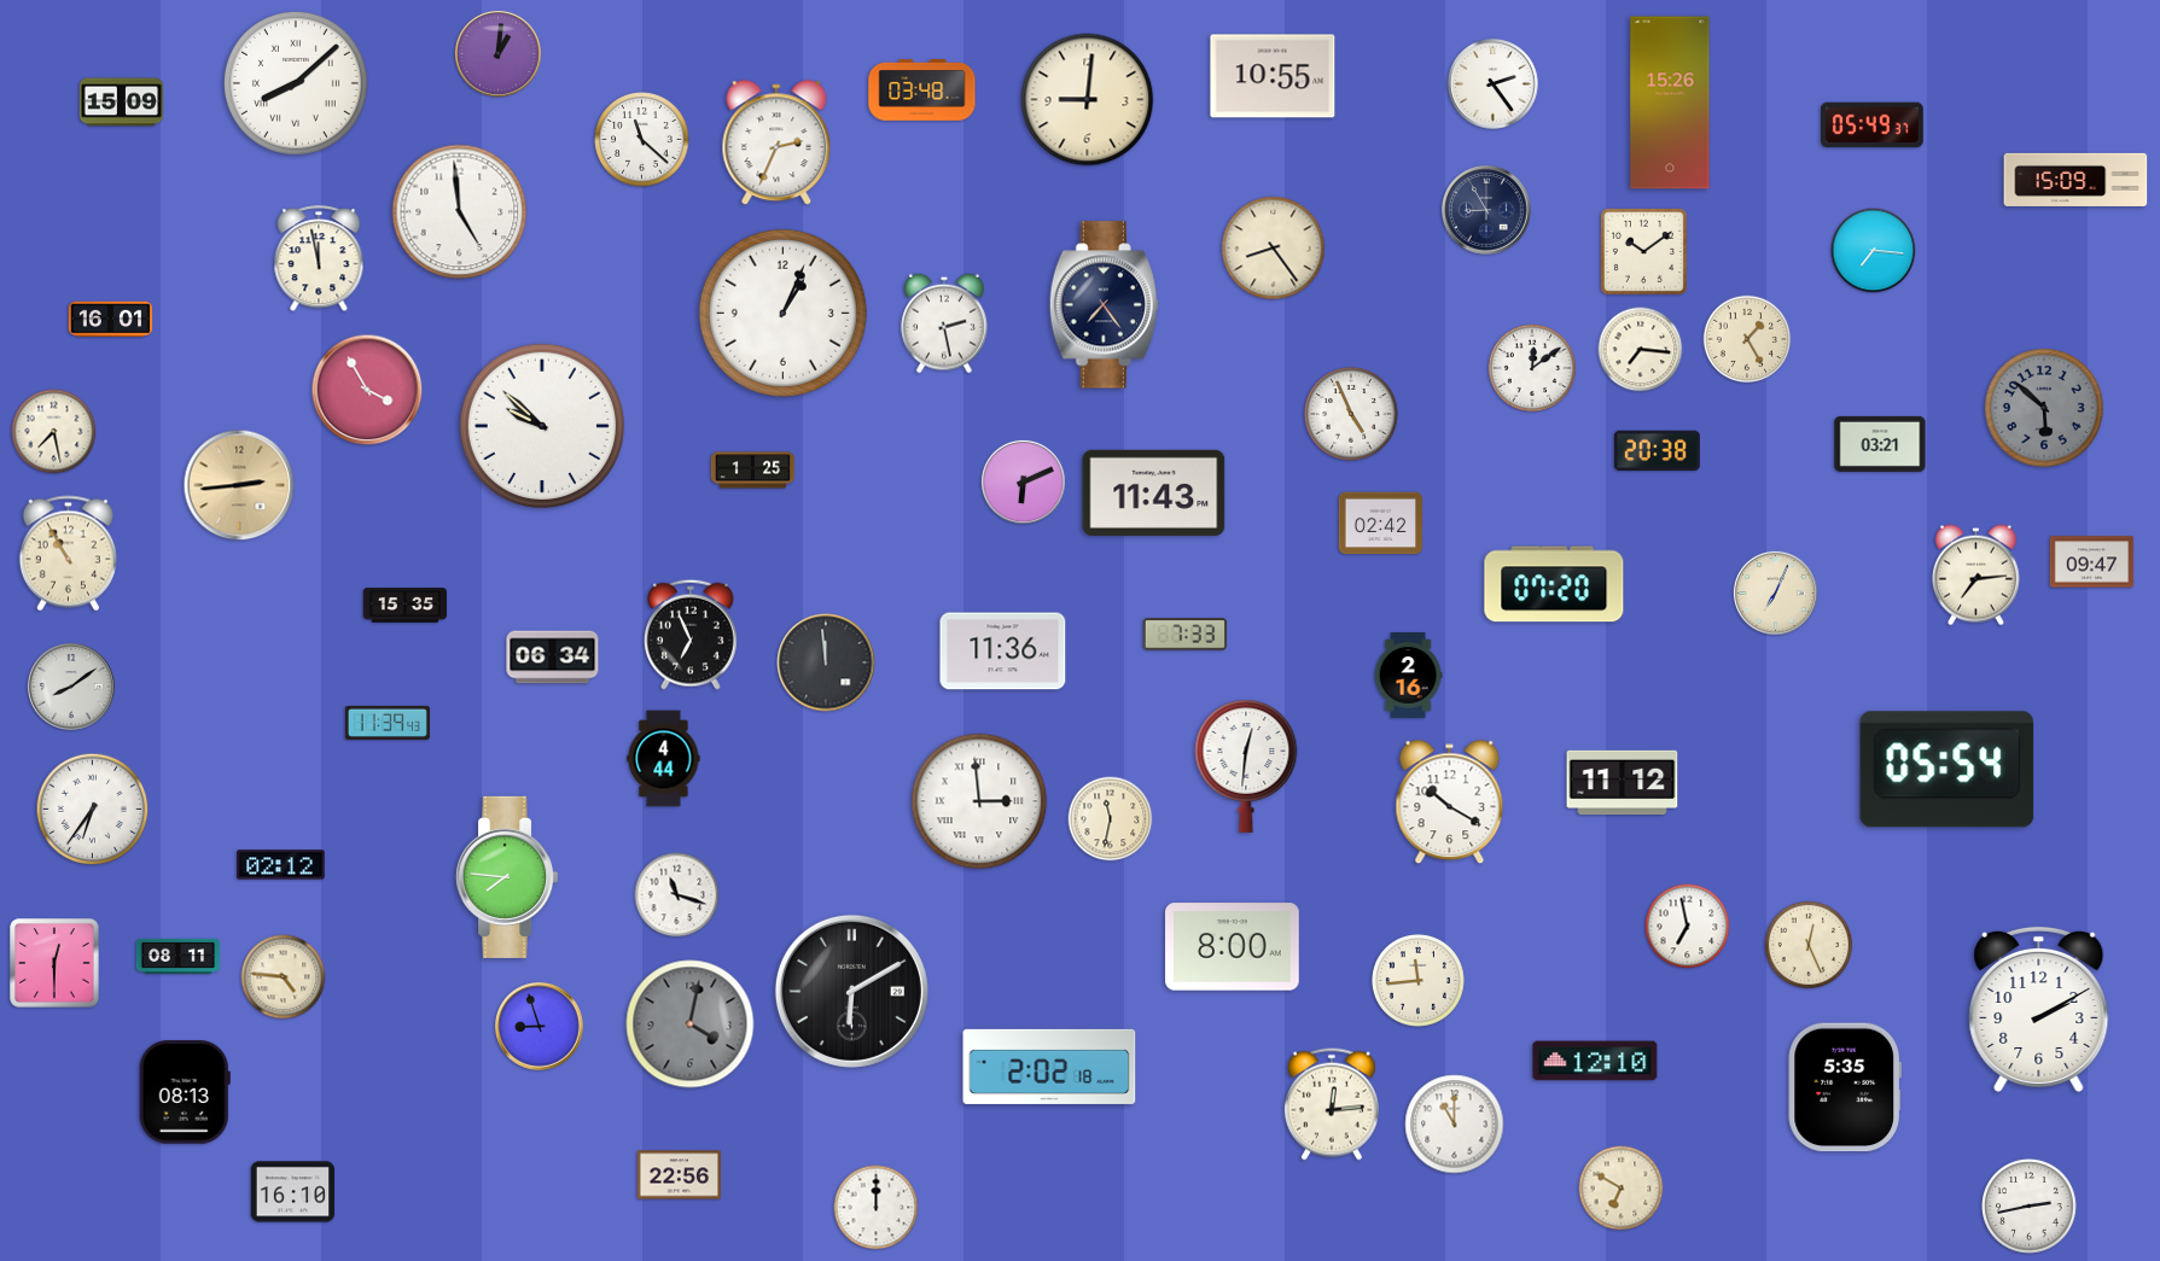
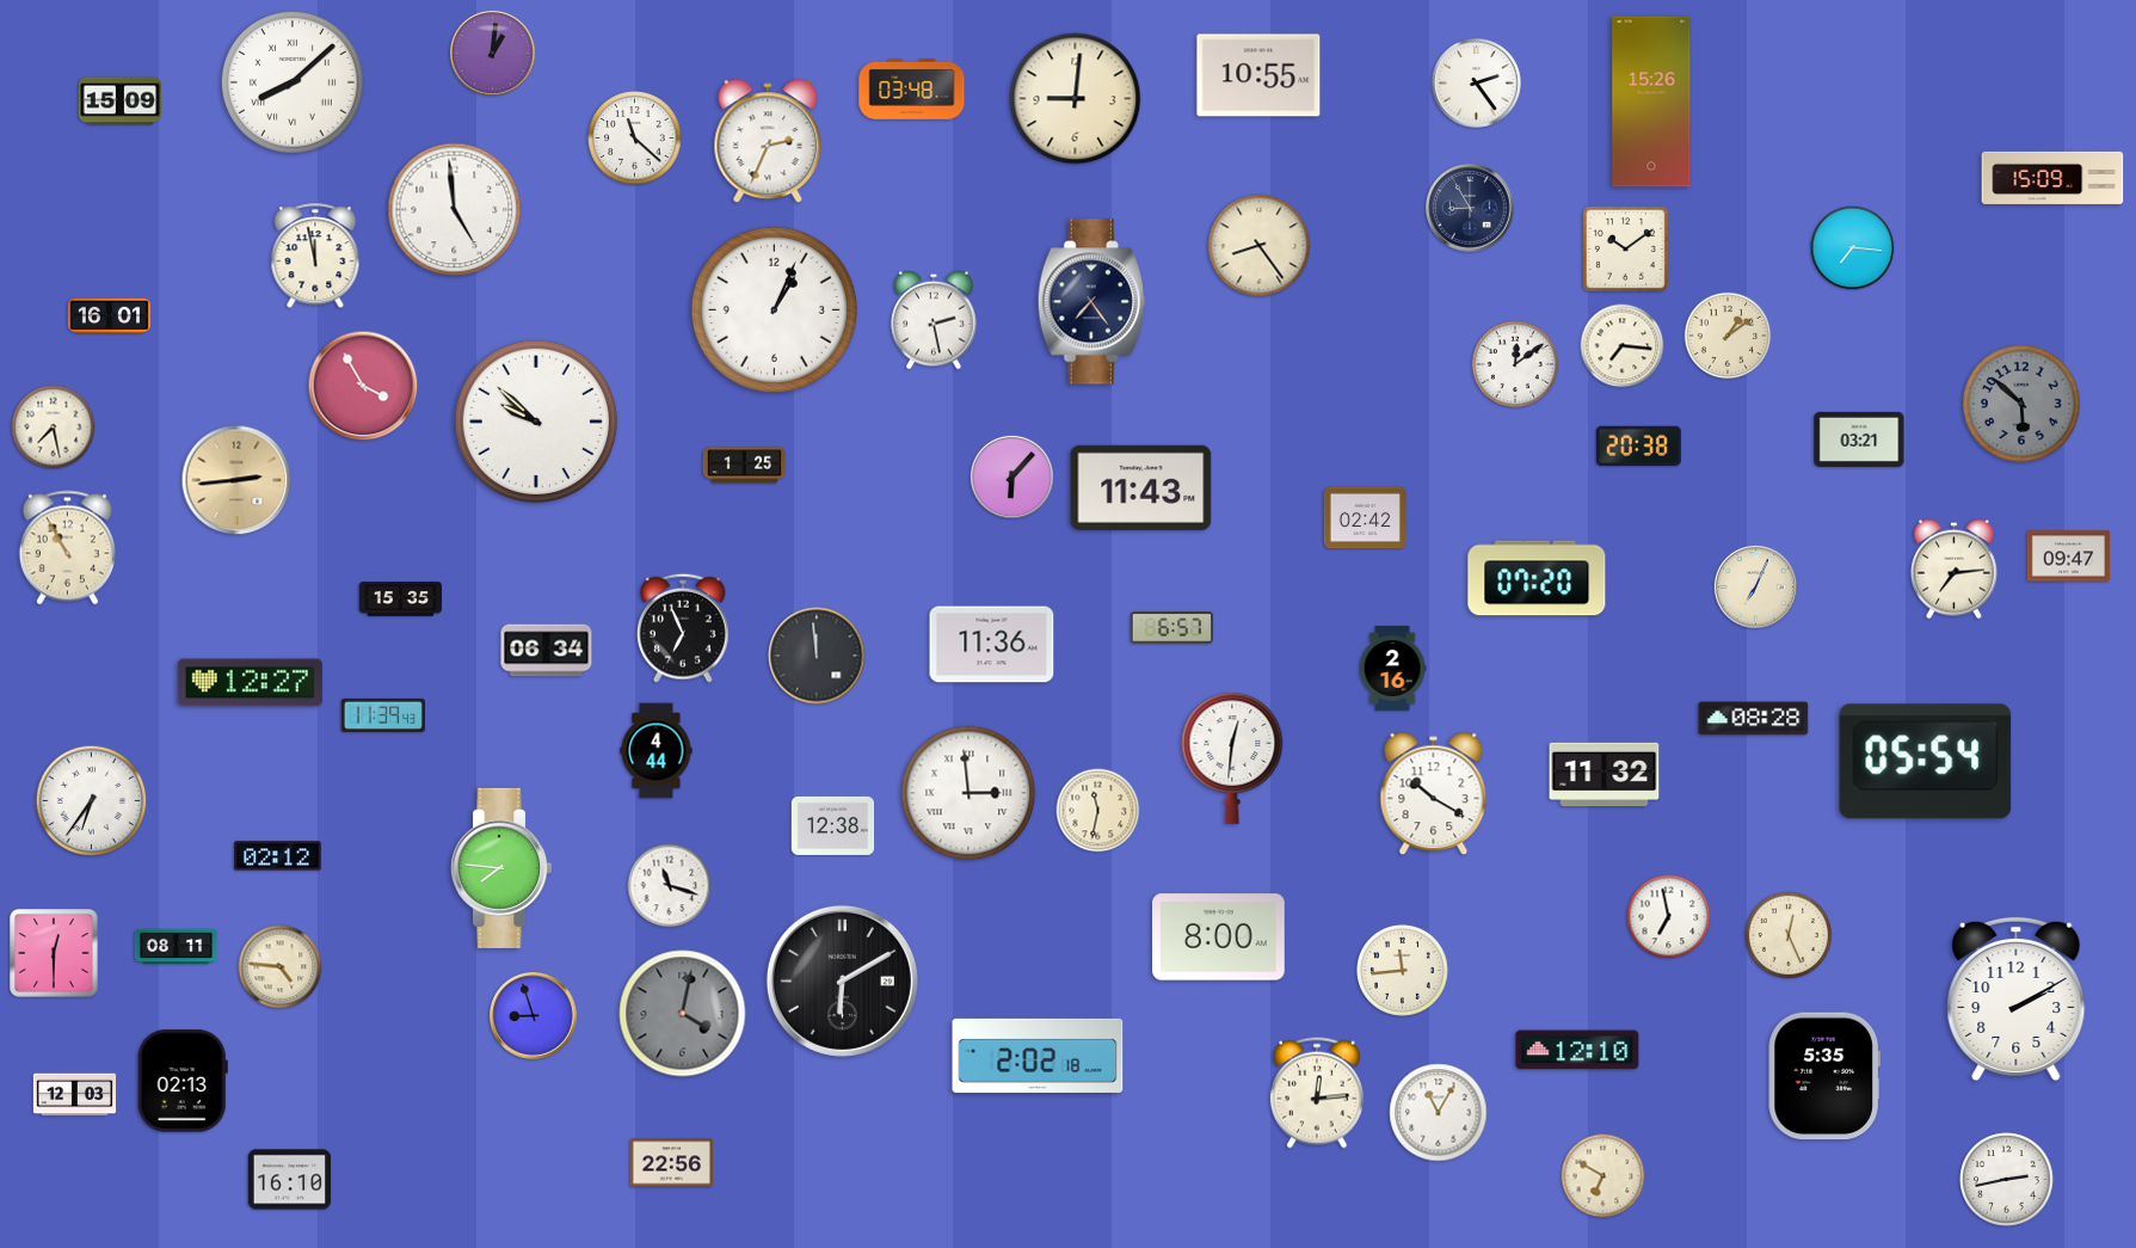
clock at (1873, 125): 05:49 -> none
clock at (1747, 339): 1:25 -> 1:09
clock at (1351, 414): 4:56 -> none
clock at (1023, 481): 6:11 -> 6:07
clock at (1186, 635): 7:33 -> 6:57
clock at (71, 687): 8:09 -> none
clock at (250, 683): none -> 12:27
clock at (1754, 719): none -> 08:28
clock at (1623, 783): 11:12 -> 11:32
clock at (833, 825): none -> 12:38
clock at (185, 1092): 08:13 -> 02:13
clock at (75, 1095): none -> 12:03
clock at (1455, 1125): 11:00 -> 11:05
clock at (2030, 1207) position: (2030, 1207) -> (2007, 1180)
clock at (877, 1208): 12:00 -> none
